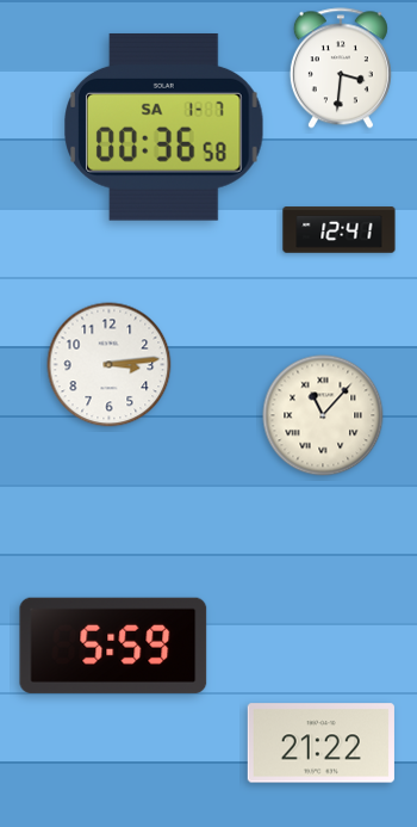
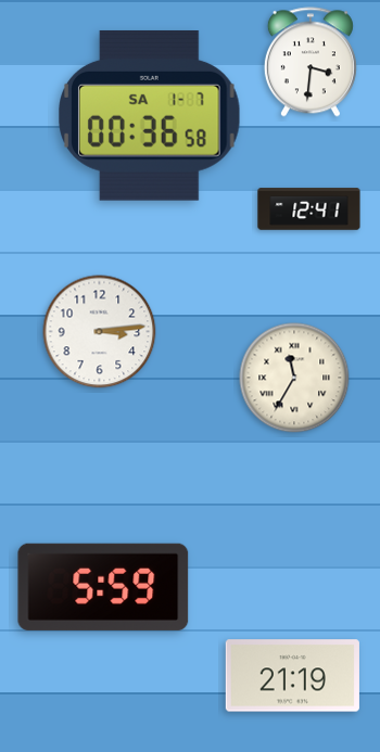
clock at (323, 415): 11:07 -> 11:35
clock at (320, 743): 21:22 -> 21:19
